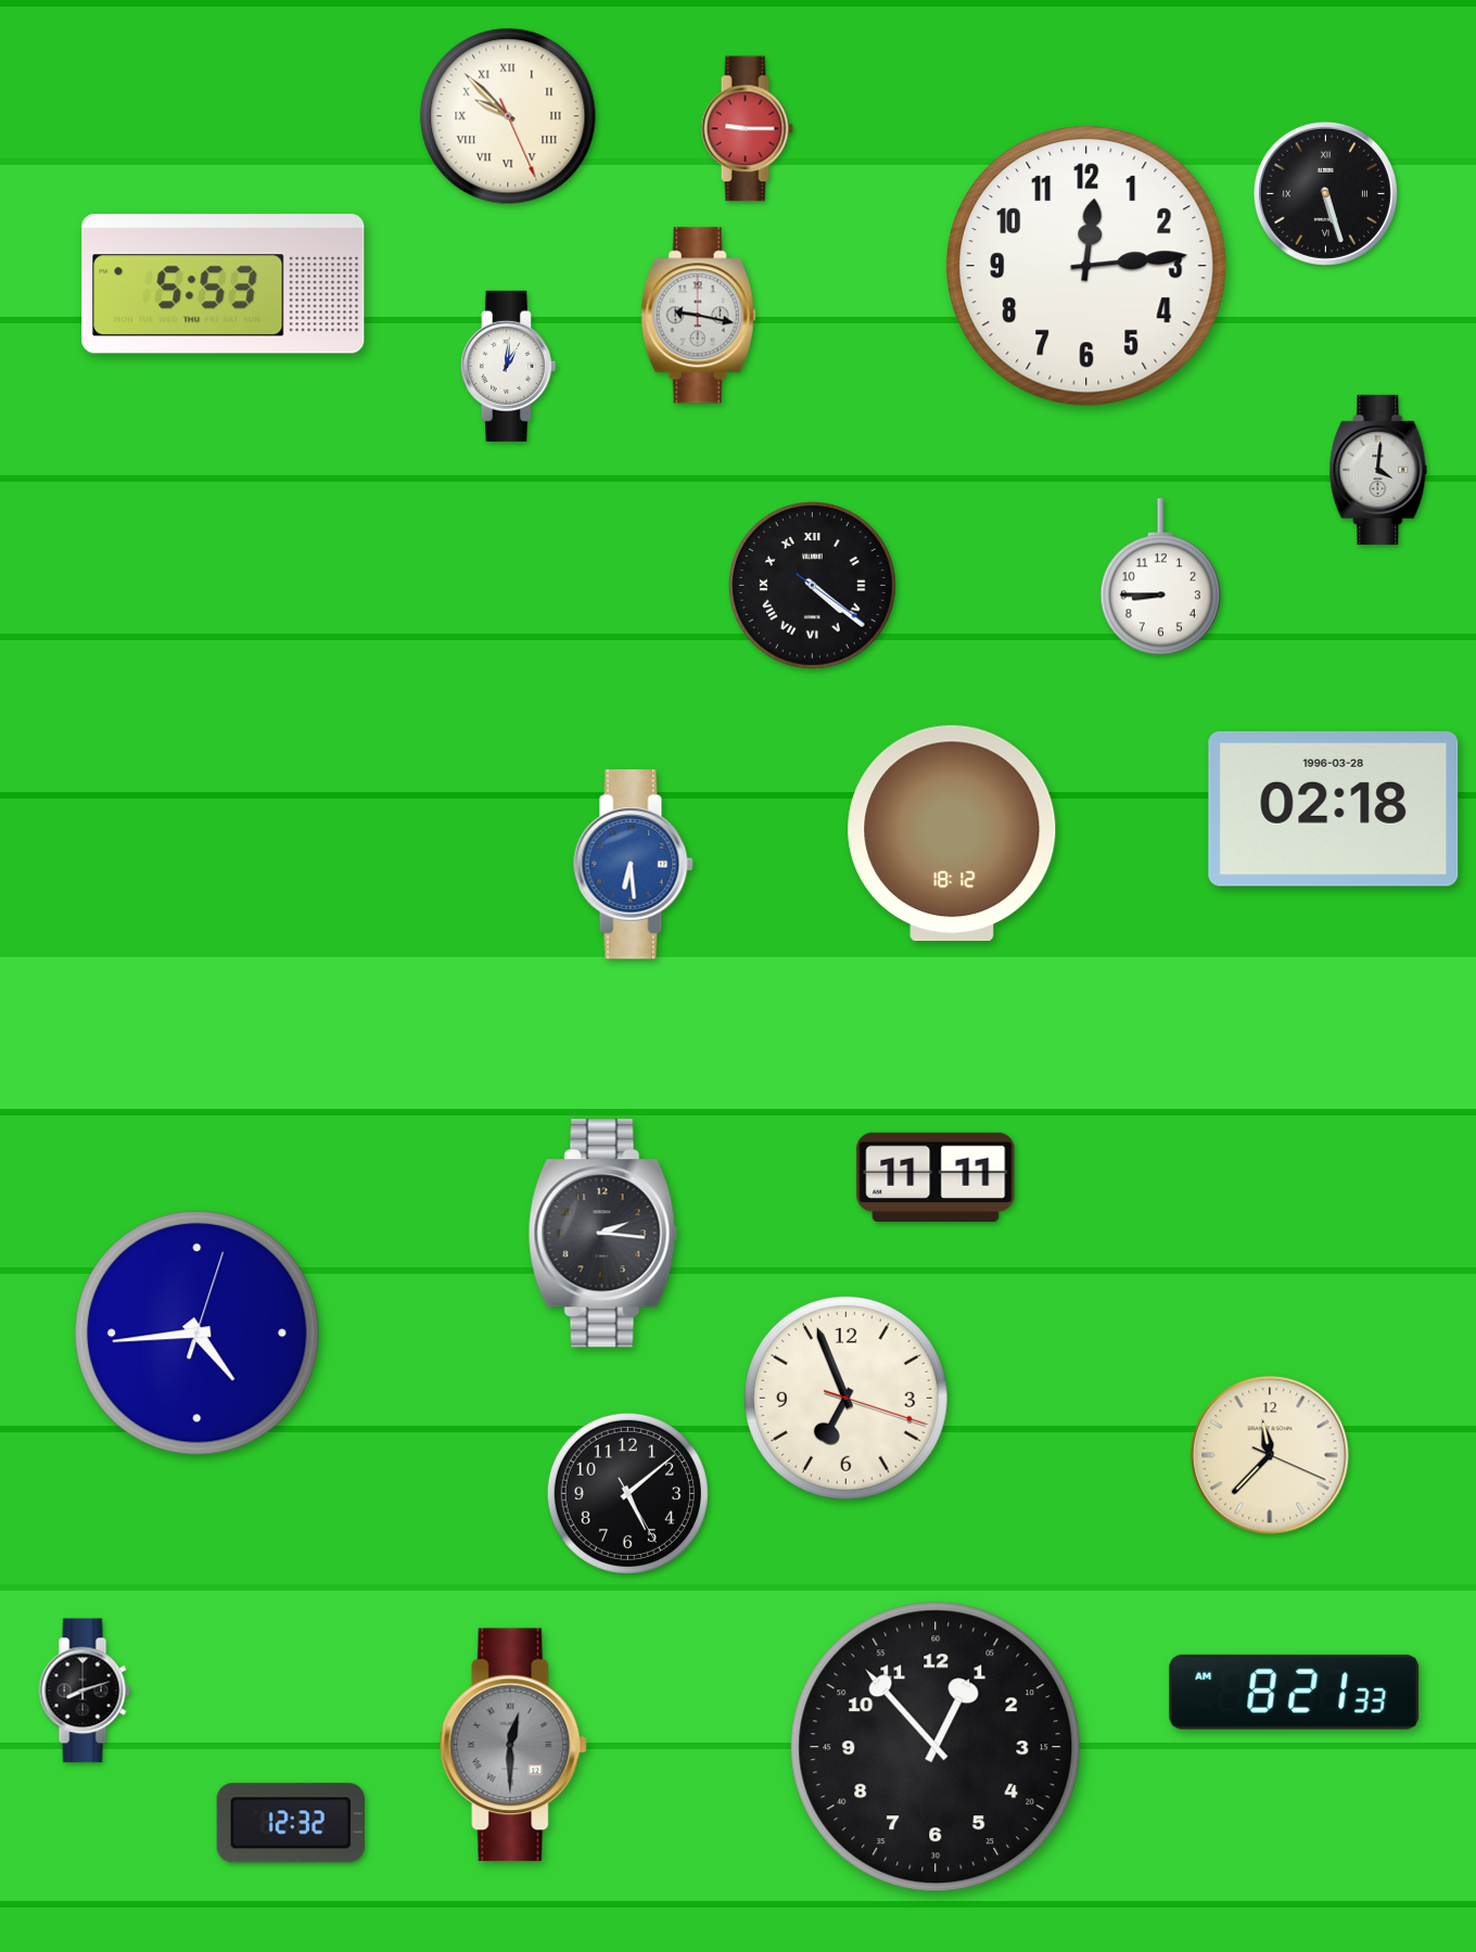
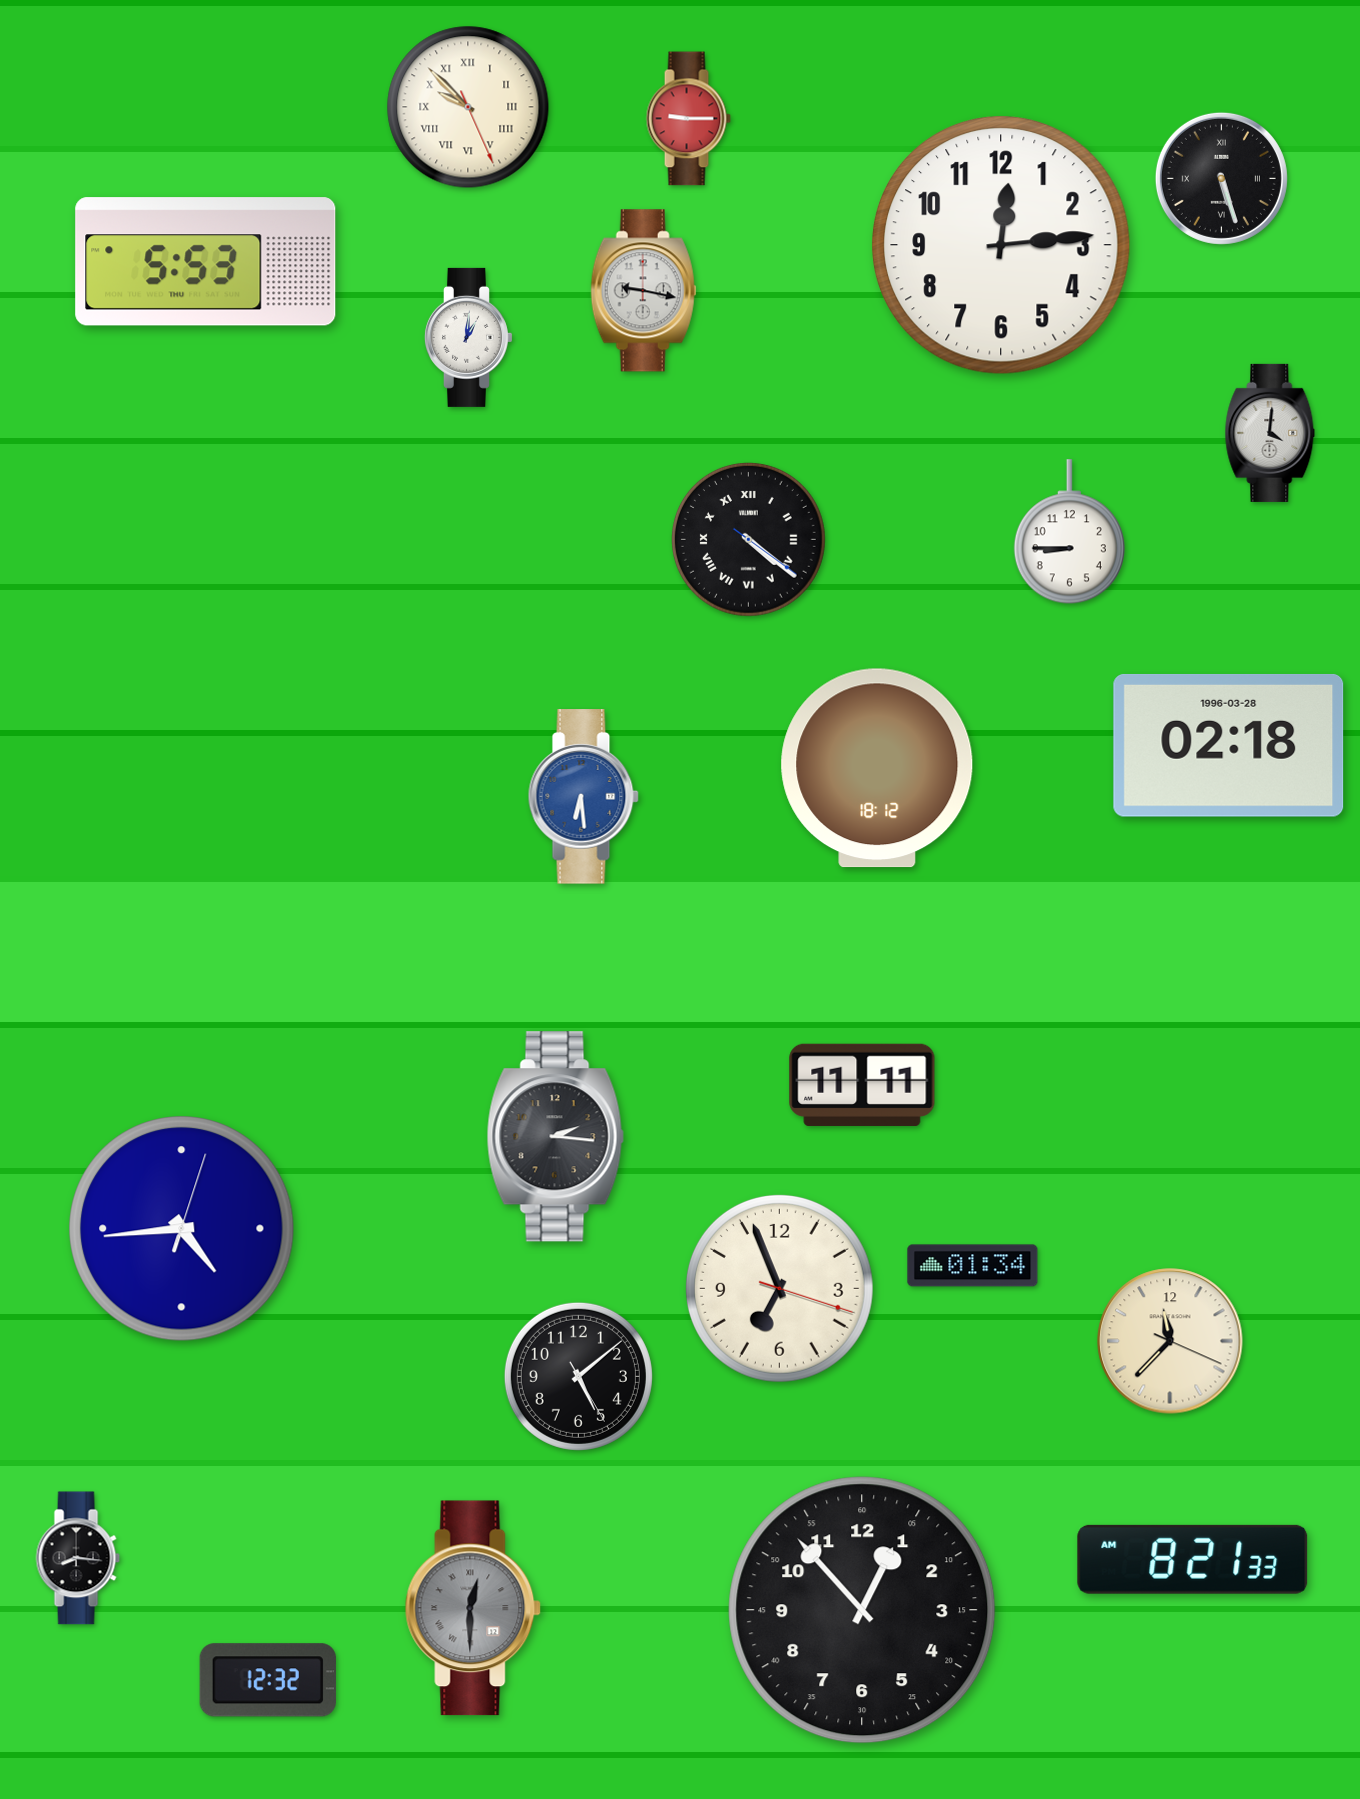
clock at (973, 1266): none -> 01:34
clock at (85, 1691): 8:12 -> 8:16
